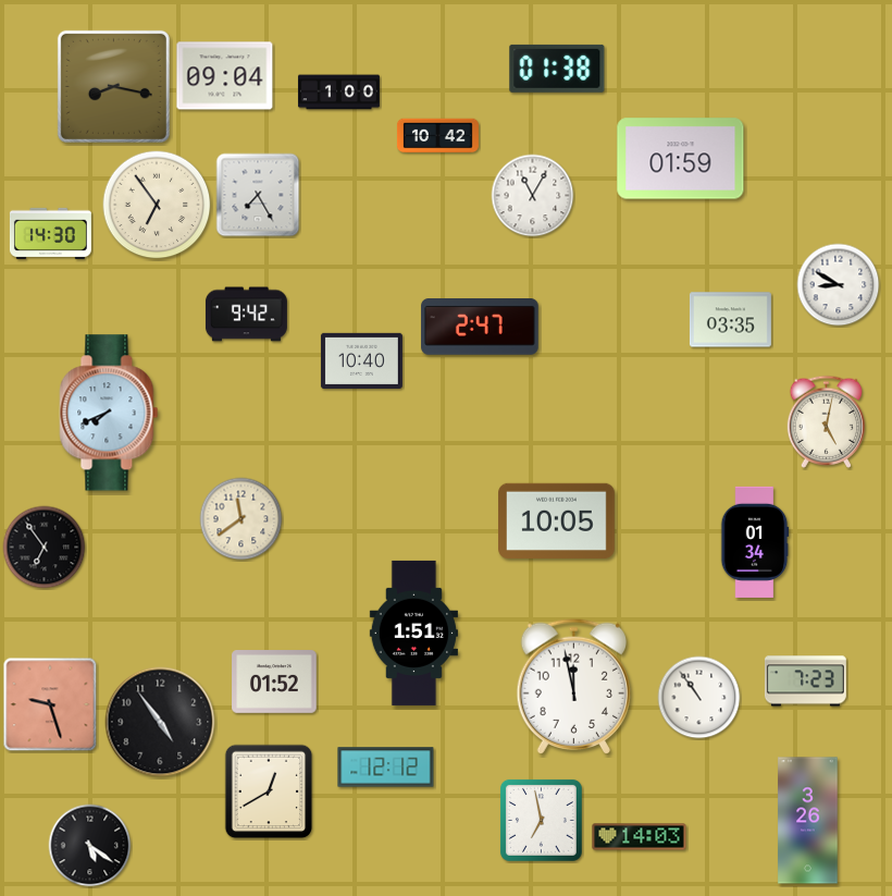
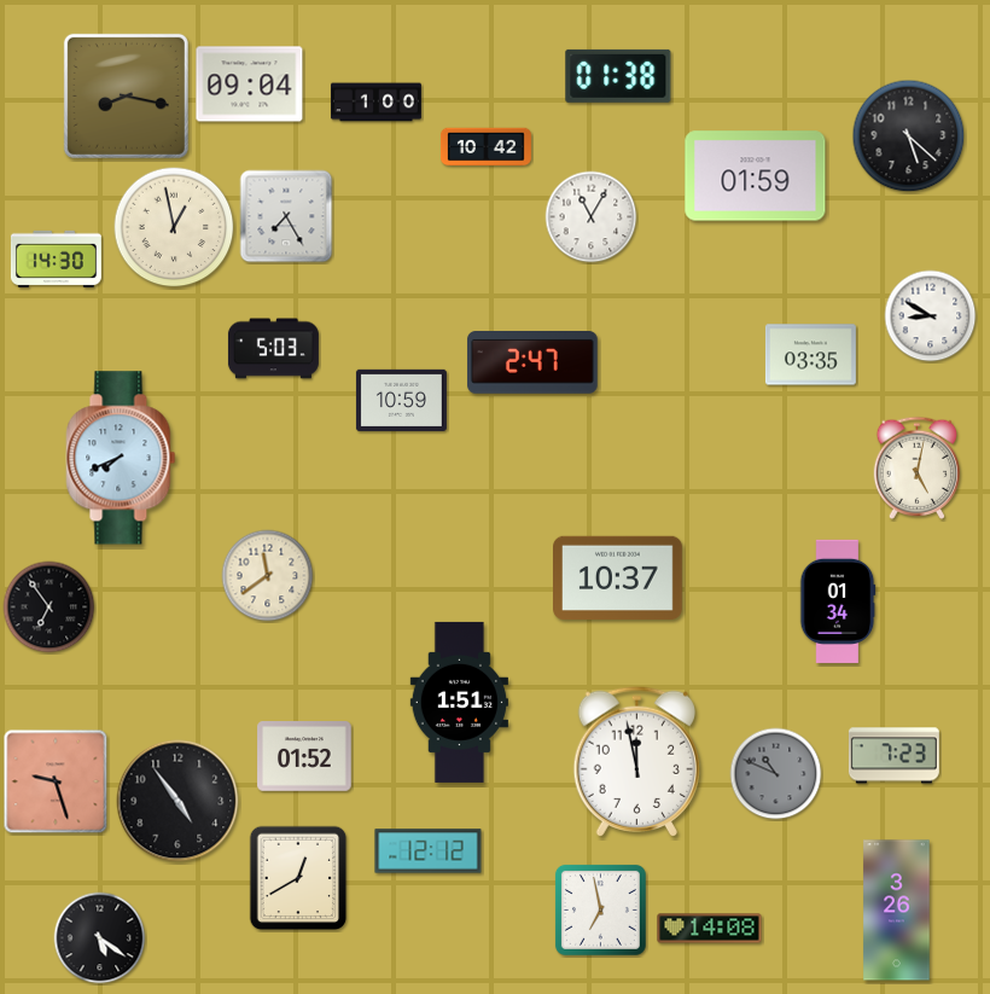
clock at (909, 136): none -> 5:22
clock at (437, 136) position: (437, 136) -> (485, 147)
clock at (157, 205): 6:54 -> 12:58
clock at (246, 315): 9:42 -> 5:03
clock at (361, 360): 10:40 -> 10:59
clock at (557, 520): 10:05 -> 10:37
clock at (699, 698): 10:54 -> 10:49
clock at (699, 698) dial: white -> grey
clock at (640, 837): 14:03 -> 14:08
